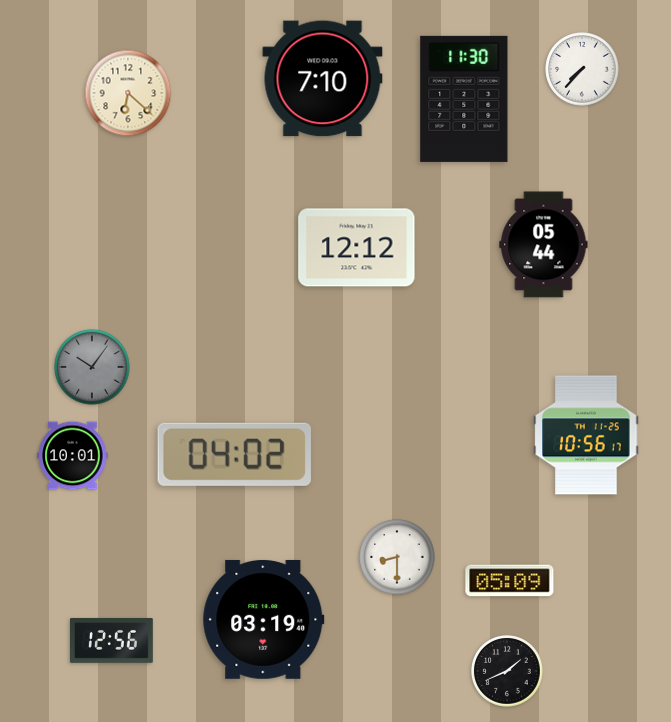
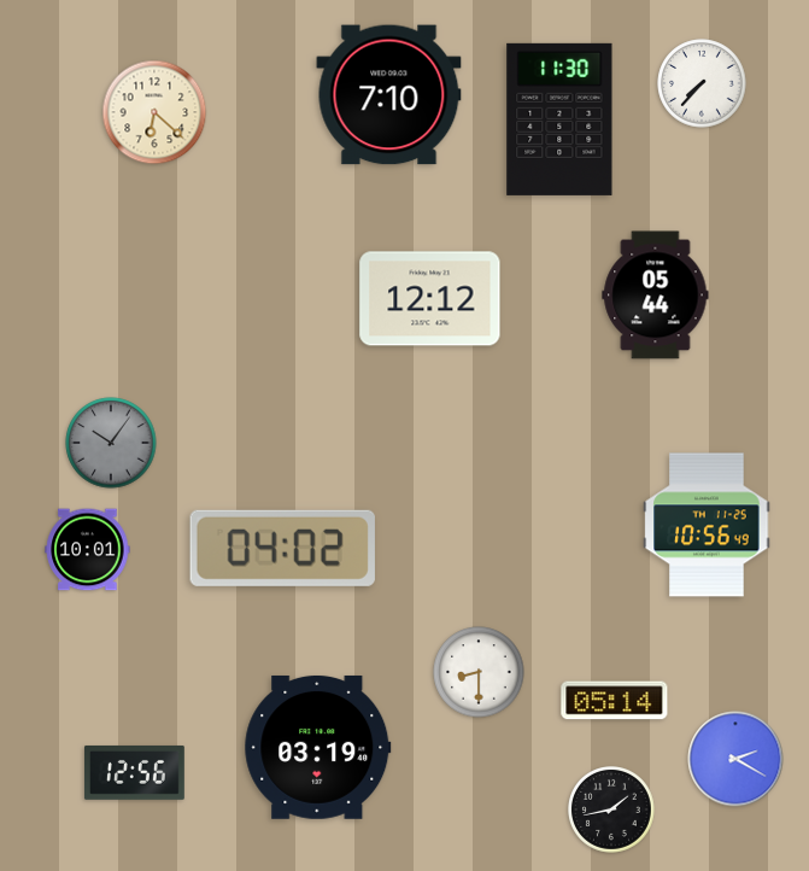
clock at (586, 435): 10:56:17 -> 10:56:49
clock at (510, 581): 05:09 -> 05:14
clock at (735, 759): none -> 2:20
clock at (508, 672): 1:41 -> 1:43
